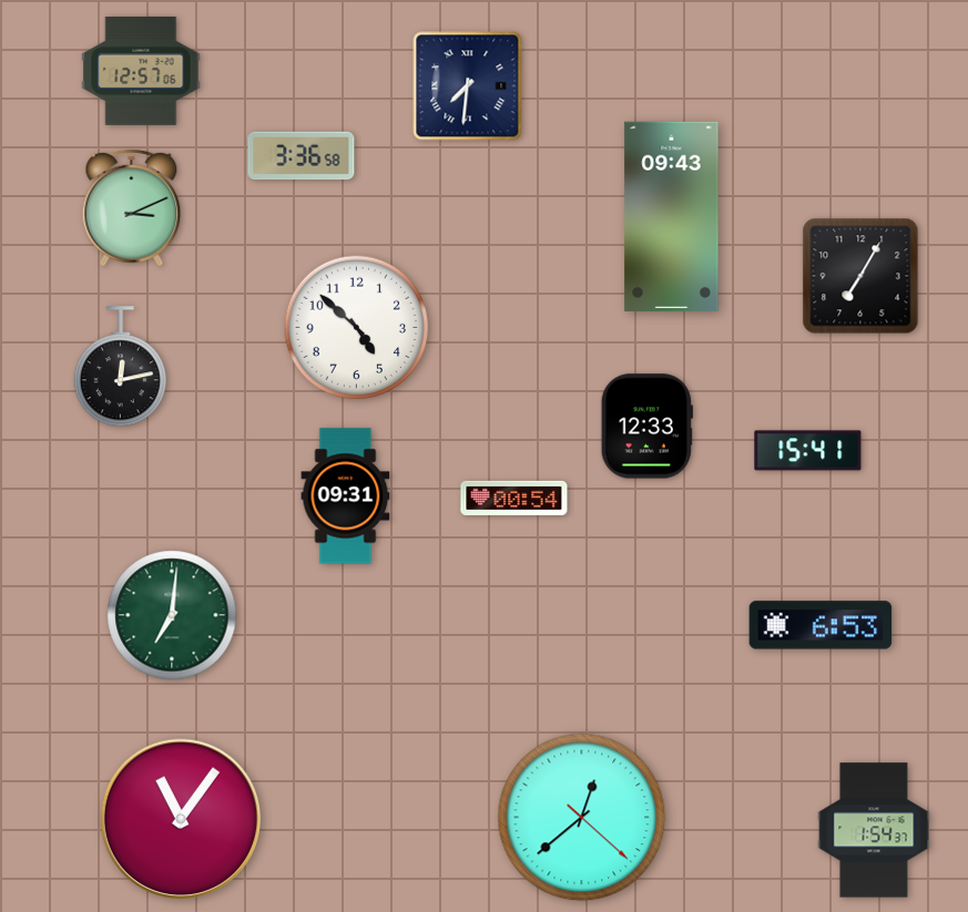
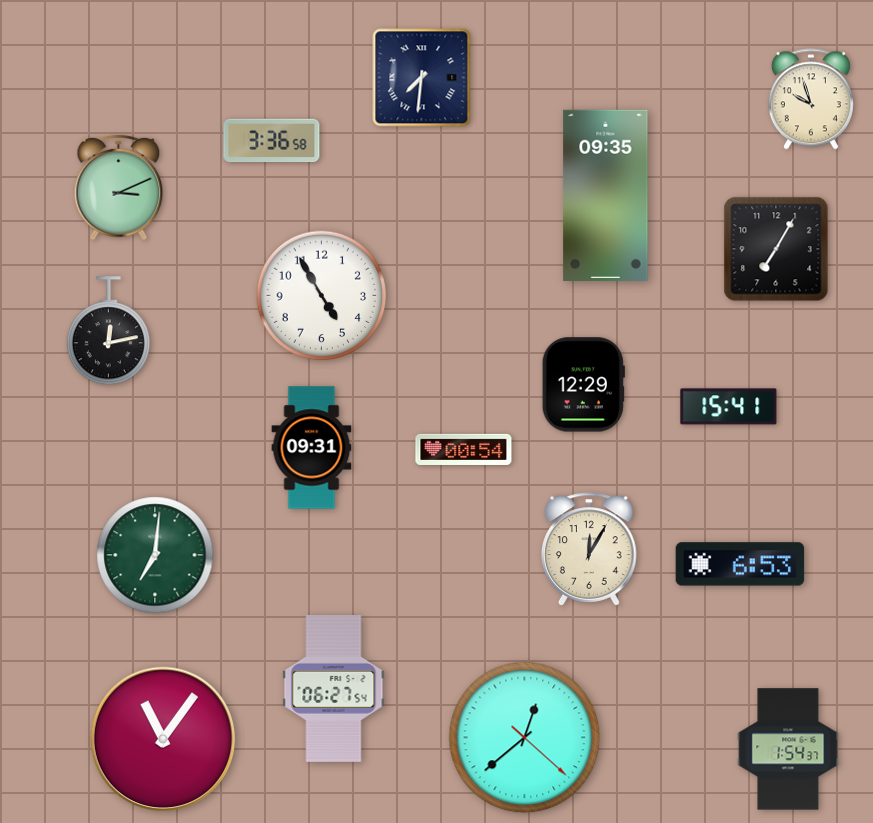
clock at (141, 71): 12:57 -> none
clock at (811, 99): none -> 9:57
clock at (672, 216): 09:43 -> 09:35
clock at (357, 328): 4:52 -> 4:55
clock at (646, 427): 12:33 -> 12:29
clock at (590, 549): none -> 12:05
clock at (334, 689): none -> 06:27
